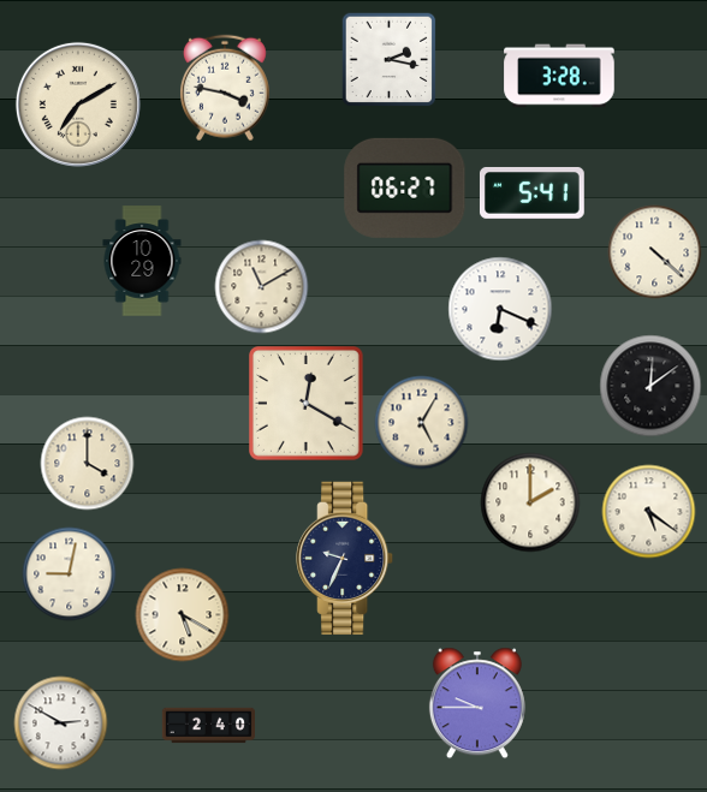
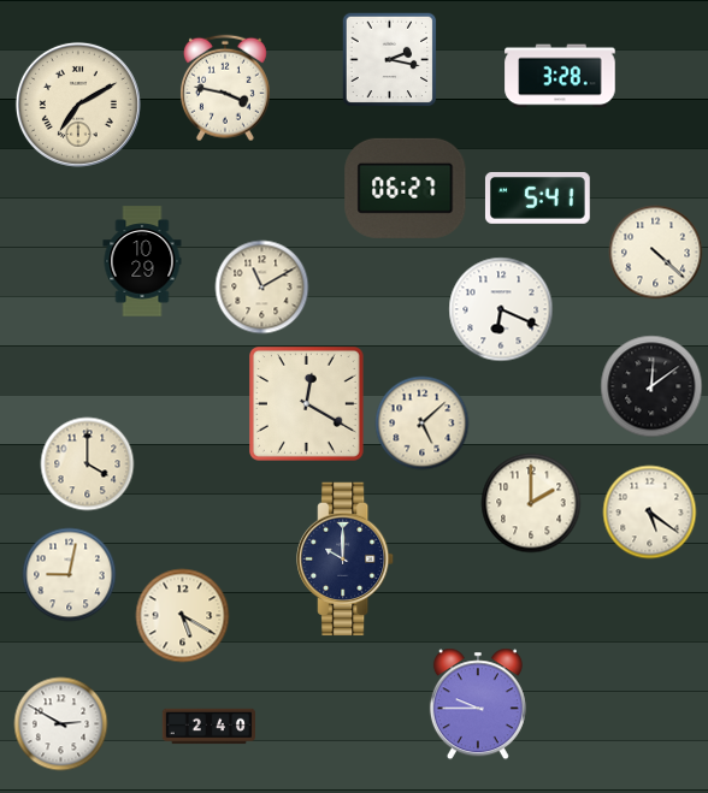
clock at (531, 192) position: (531, 192) -> (537, 197)
clock at (421, 422): 5:05 -> 5:08
clock at (345, 559): 9:34 -> 10:00
